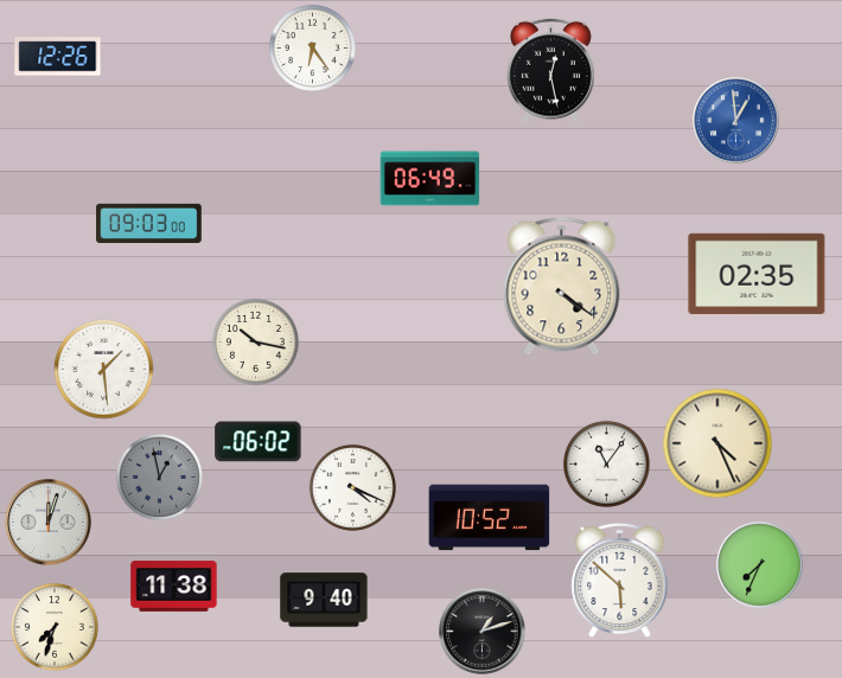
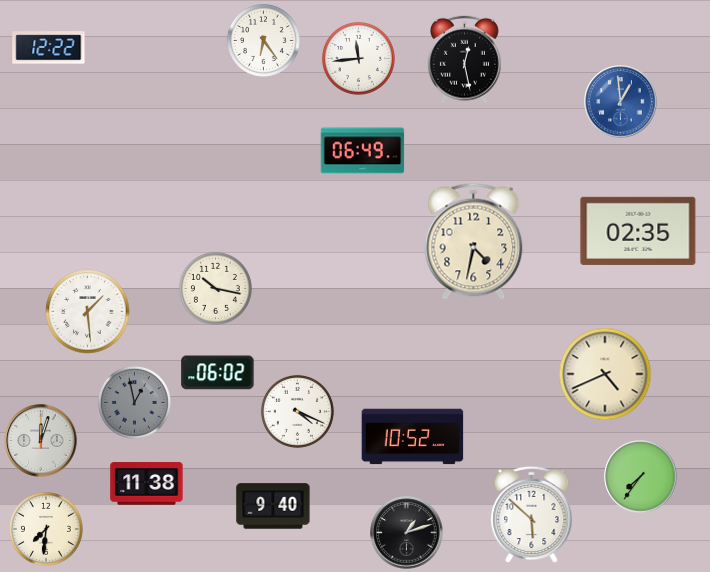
clock at (58, 57): 12:26 -> 12:22
clock at (358, 58): none -> 11:44
clock at (149, 223): 09:03 -> none
clock at (562, 286): 4:21 -> 4:32
clock at (717, 443): 4:26 -> 4:41
clock at (606, 463): 11:06 -> none
clock at (760, 565): 7:34 -> 7:36
clock at (620, 581) position: (620, 581) -> (532, 515)
clock at (174, 587) position: (174, 587) -> (147, 484)
clock at (55, 627): 7:33 -> 7:31
